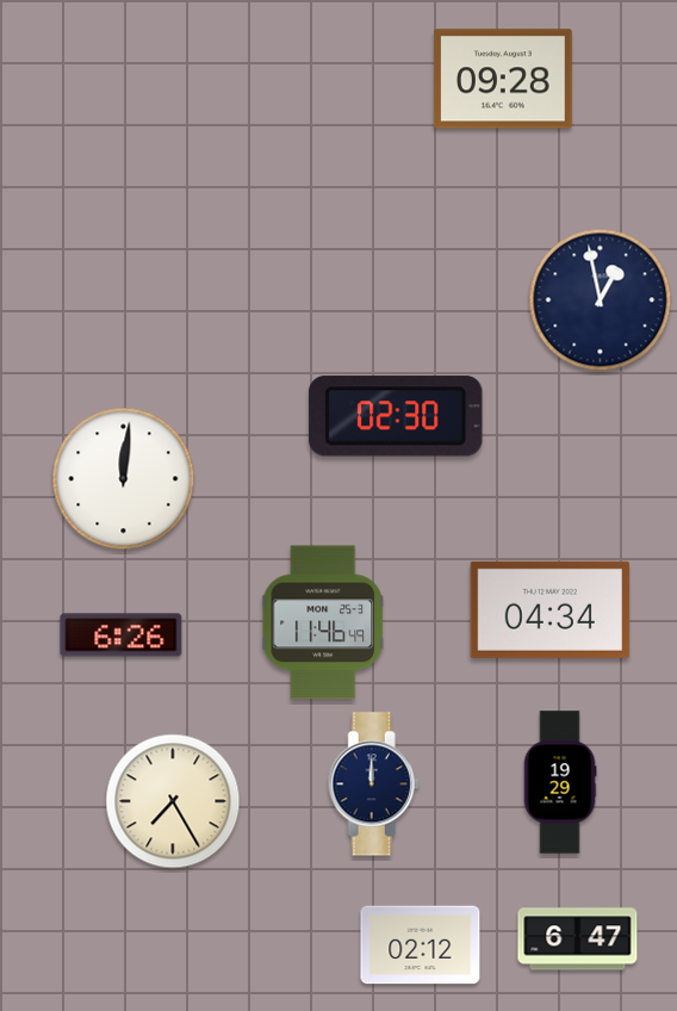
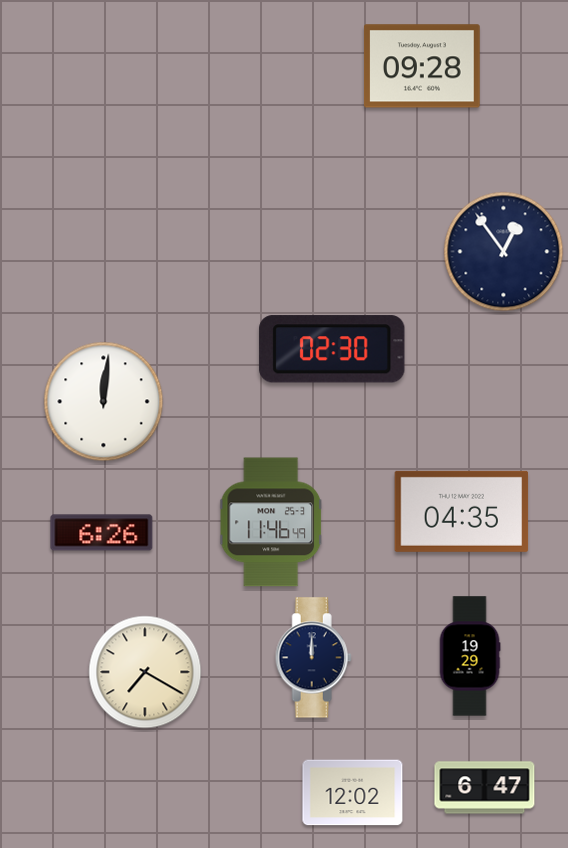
clock at (601, 300): 12:58 -> 12:54
clock at (551, 609): 04:34 -> 04:35
clock at (173, 801): 7:25 -> 7:20
clock at (421, 945): 02:12 -> 12:02
